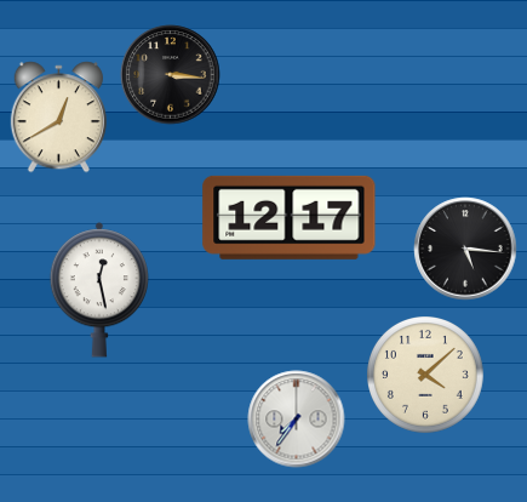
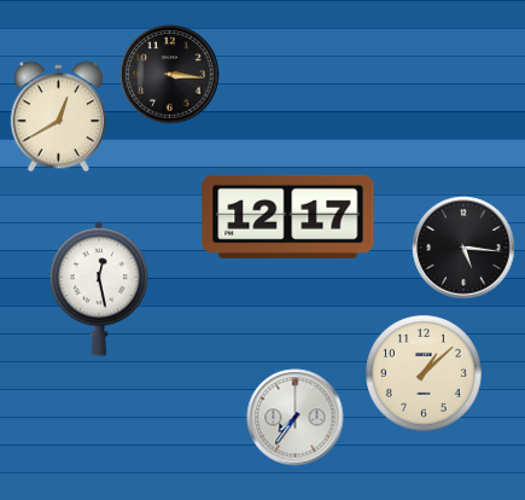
clock at (426, 376): 4:08 -> 1:08
